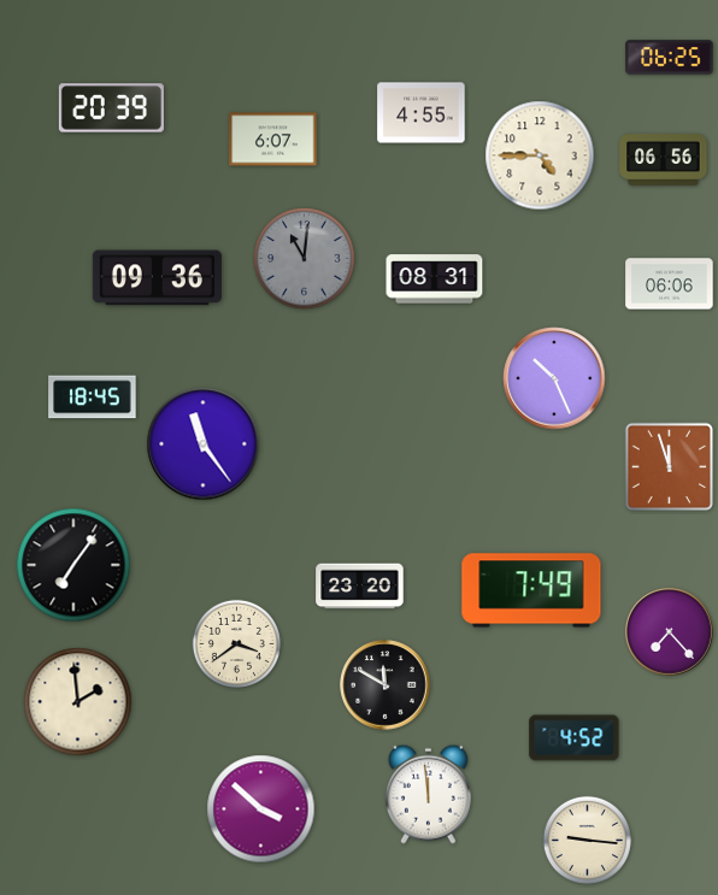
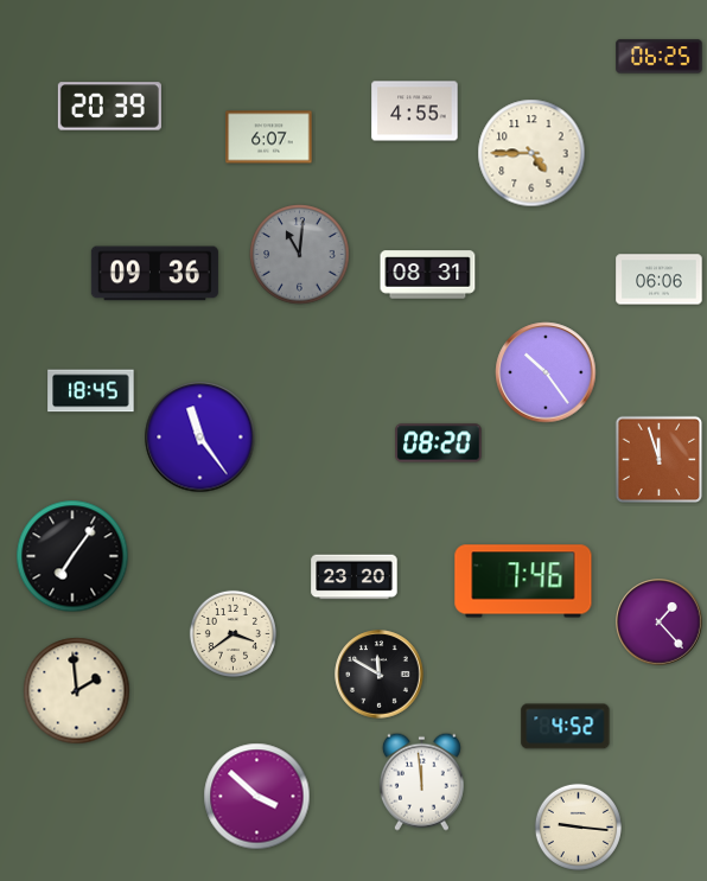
clock at (664, 160): 06:56 -> none
clock at (554, 378): 10:26 -> 10:24
clock at (439, 443): none -> 08:20
clock at (531, 590): 7:49 -> 7:46
clock at (670, 632): 7:23 -> 1:23
